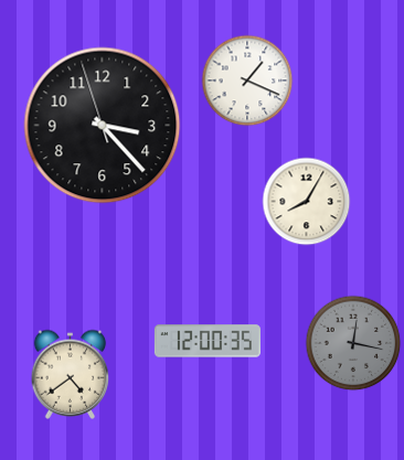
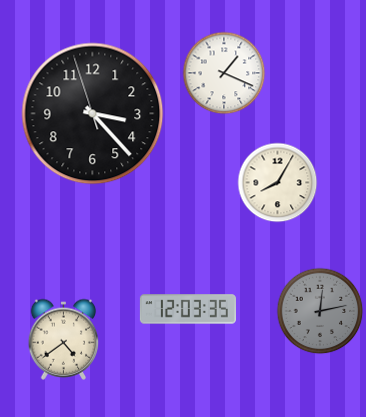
clock at (208, 341): 12:00 -> 12:03
clock at (353, 343): 12:17 -> 12:13
